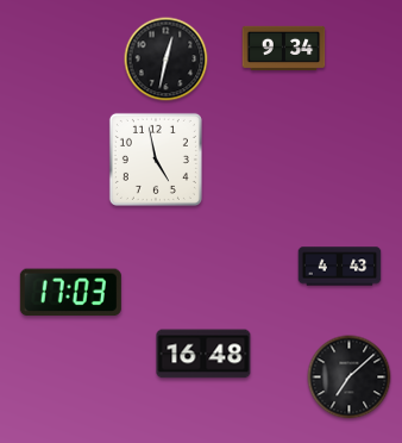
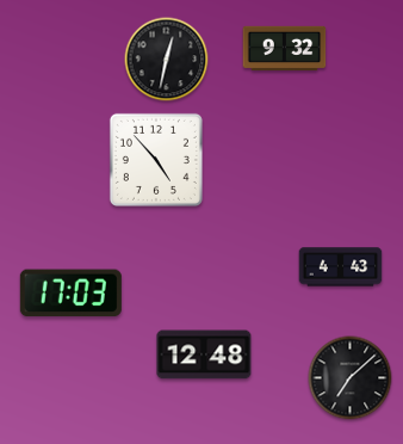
clock at (284, 48): 9:34 -> 9:32
clock at (156, 160): 4:58 -> 4:53
clock at (203, 354): 16:48 -> 12:48
